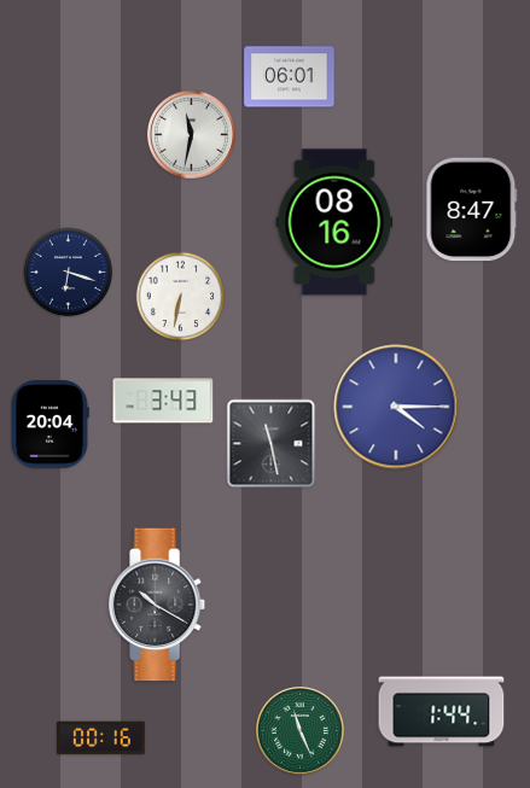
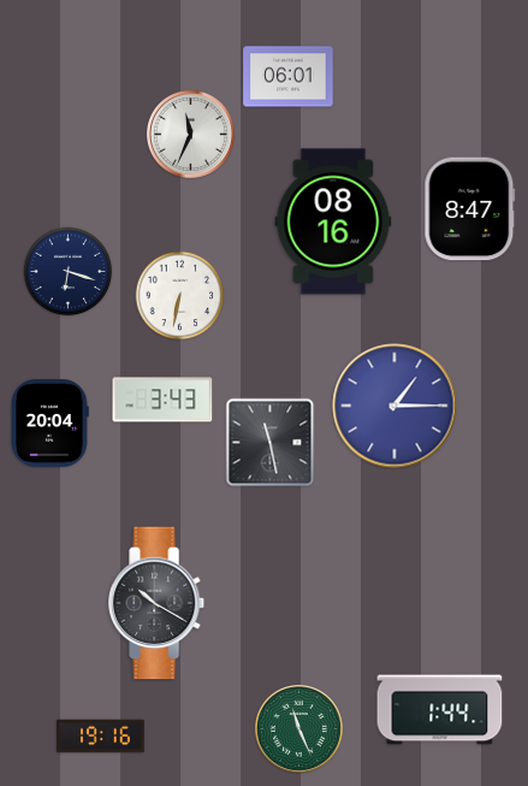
clock at (191, 134): 11:32 -> 11:34
clock at (396, 407): 4:15 -> 1:15
clock at (101, 739): 00:16 -> 19:16
